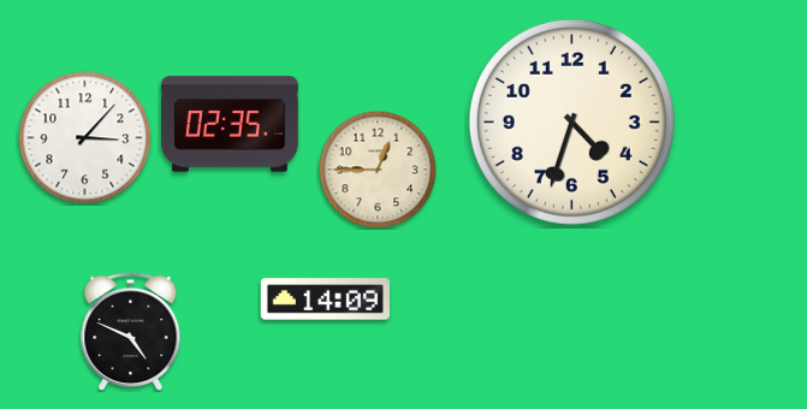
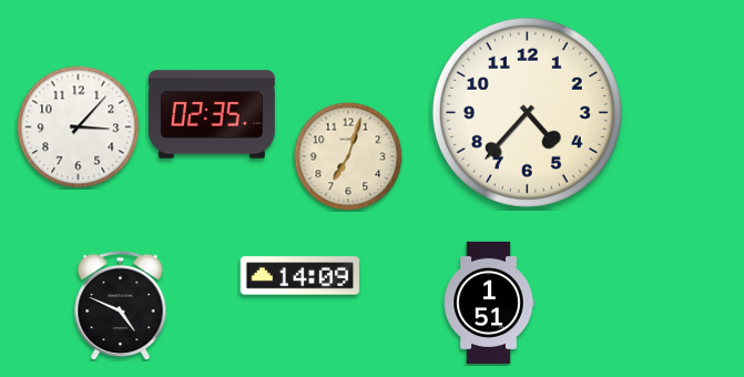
clock at (571, 121): 4:33 -> 4:37
clock at (378, 170): 12:45 -> 7:03
clock at (489, 303): none -> 1:51
